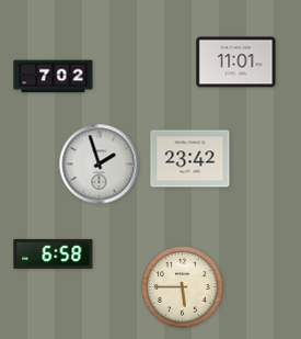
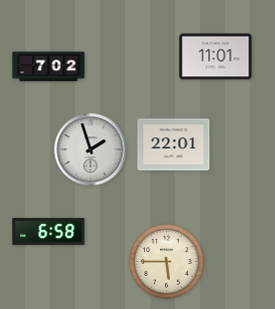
clock at (54, 77) position: (54, 77) -> (49, 67)
clock at (190, 159): 23:42 -> 22:01
